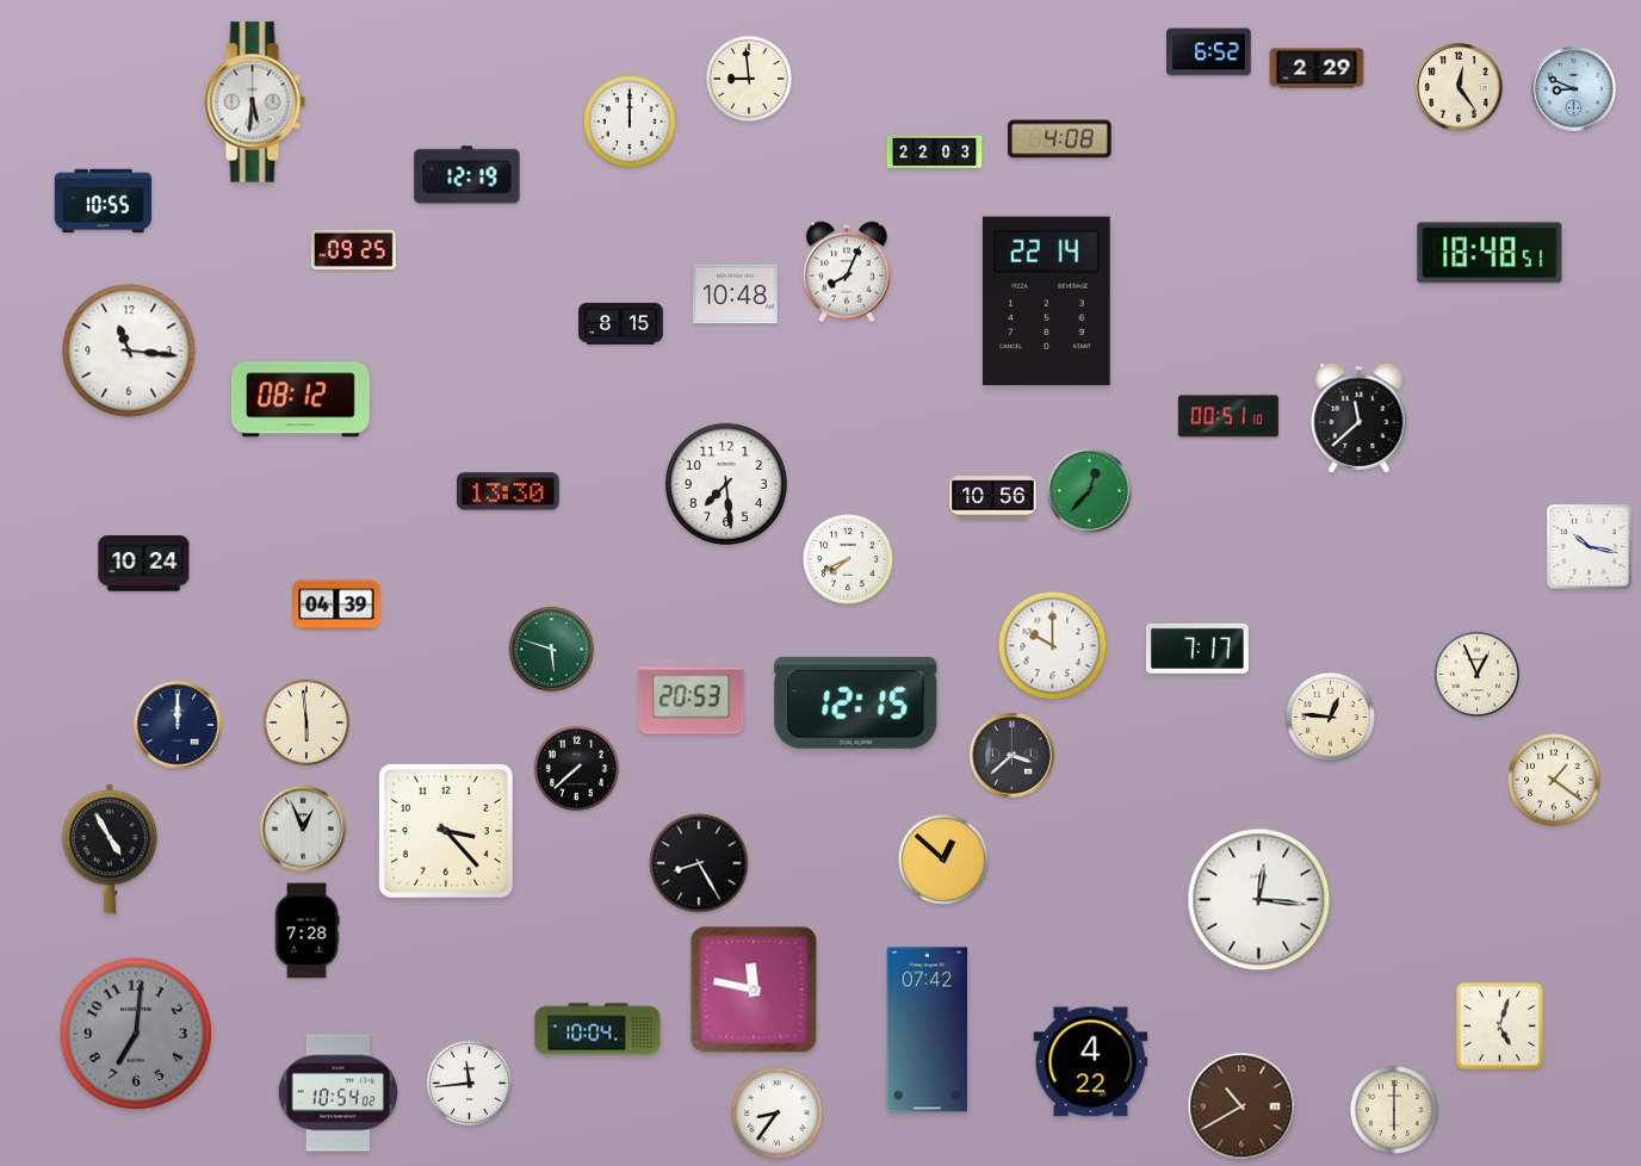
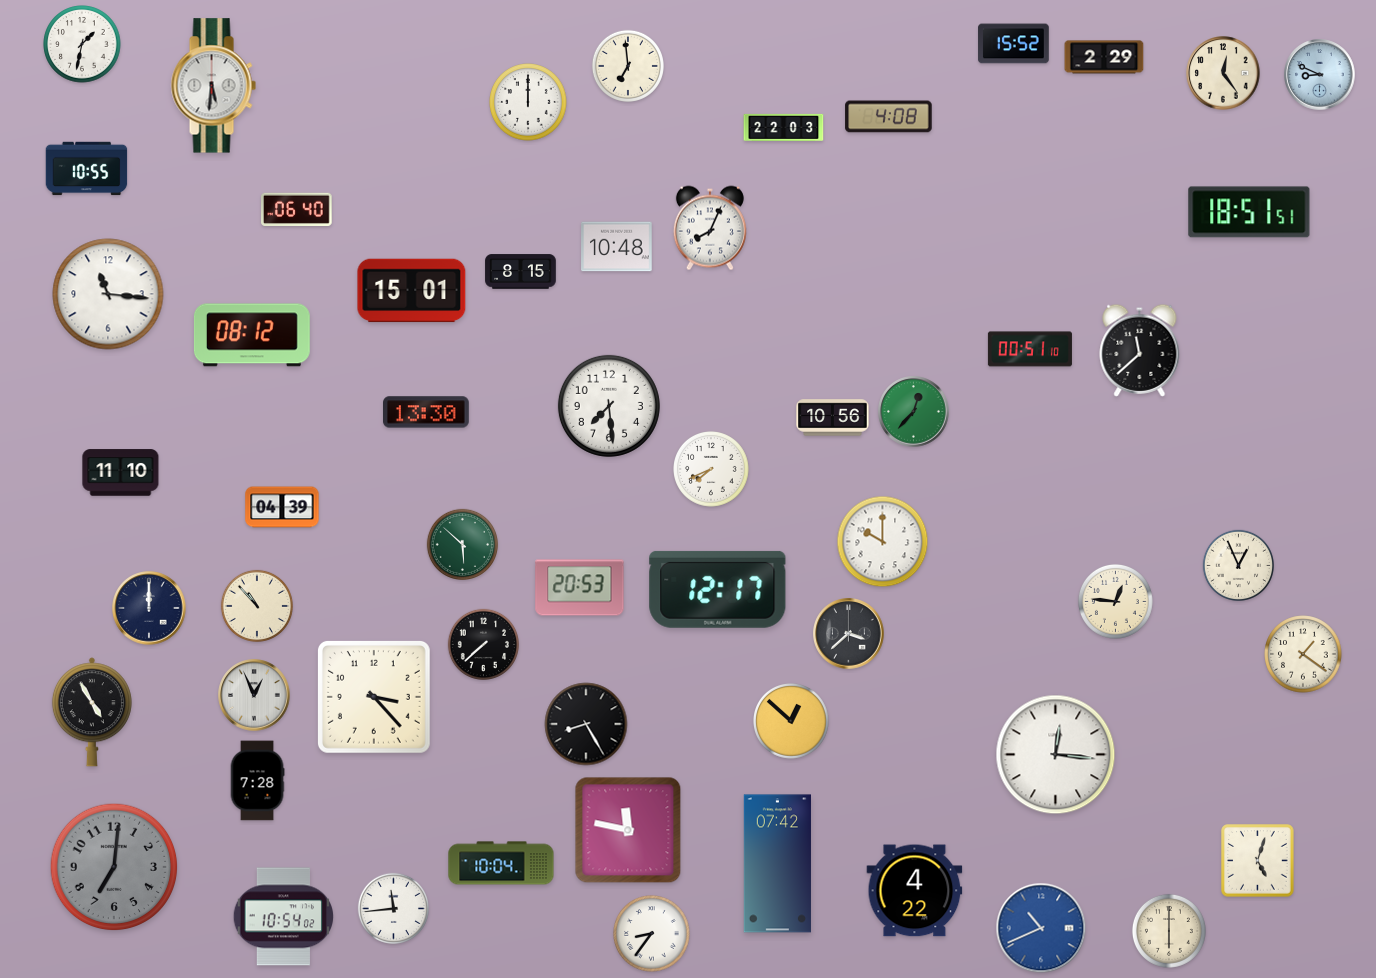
clock at (82, 44): none -> 1:32
clock at (1209, 52): 6:52 -> 15:52
clock at (749, 79): 8:59 -> 6:59
clock at (467, 175): 12:19 -> none
clock at (354, 250): 09:25 -> 06:40
clock at (1490, 253): 18:48 -> 18:51
clock at (1046, 302): 22:14 -> none
clock at (412, 291): none -> 15:01
clock at (1589, 546): 10:17 -> none
clock at (144, 564): 10:24 -> 11:10
clock at (551, 649): 5:48 -> 5:52
clock at (1199, 649): 7:17 -> none
clock at (856, 702): 12:15 -> 12:17
clock at (306, 722): 5:59 -> 10:53
clock at (754, 990) position: (754, 990) -> (628, 830)
clock at (1241, 1106): 10:40 -> 10:41
clock at (1241, 1106) dial: brown -> blue
